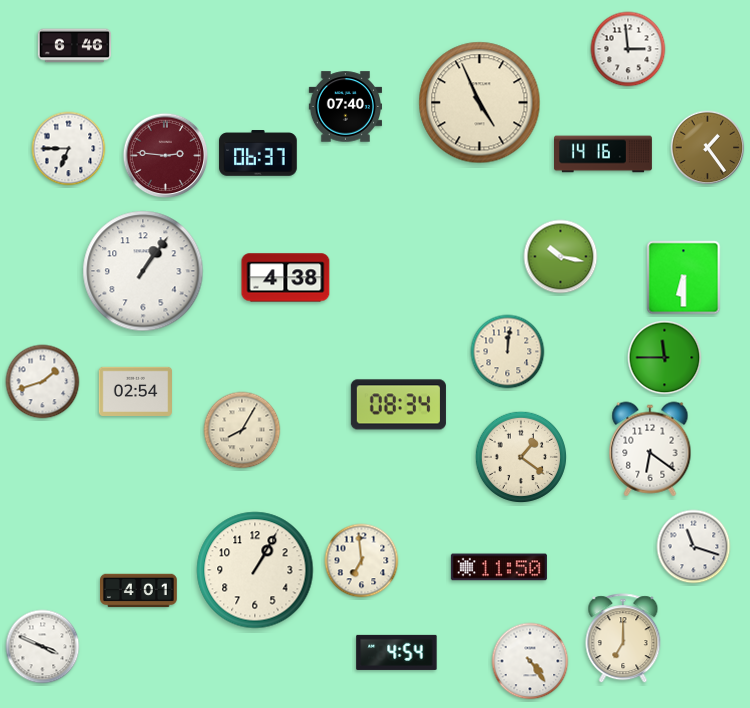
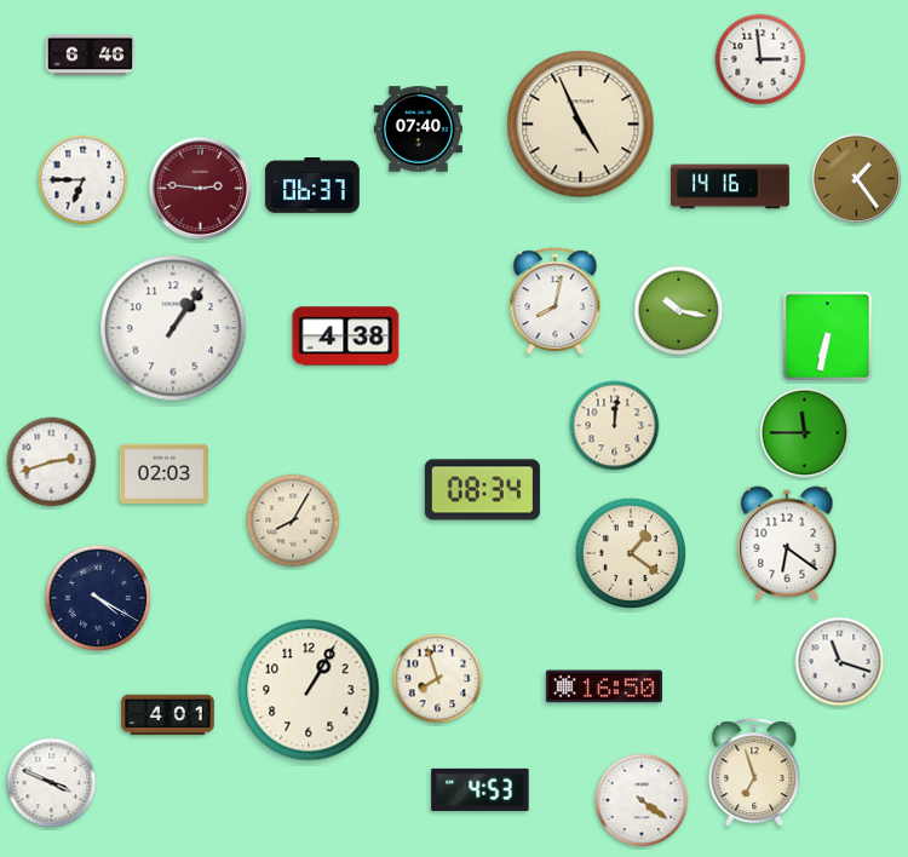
clock at (556, 301): none -> 8:02
clock at (684, 278): 6:30 -> 6:32
clock at (43, 382): 1:42 -> 2:42
clock at (135, 391): 02:54 -> 02:03
clock at (98, 598): none -> 4:20
clock at (362, 561): 6:59 -> 7:57
clock at (499, 567): 11:50 -> 16:50
clock at (623, 639): 7:00 -> 6:57
clock at (397, 652): 4:54 -> 4:53
clock at (530, 661): 4:24 -> 4:21
